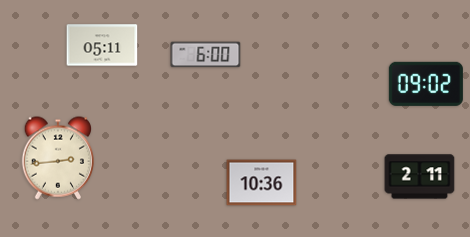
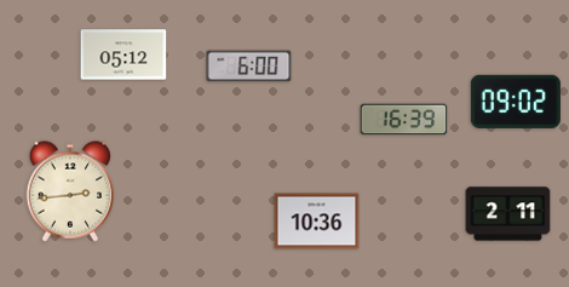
clock at (102, 45): 05:11 -> 05:12
clock at (404, 120): none -> 16:39
